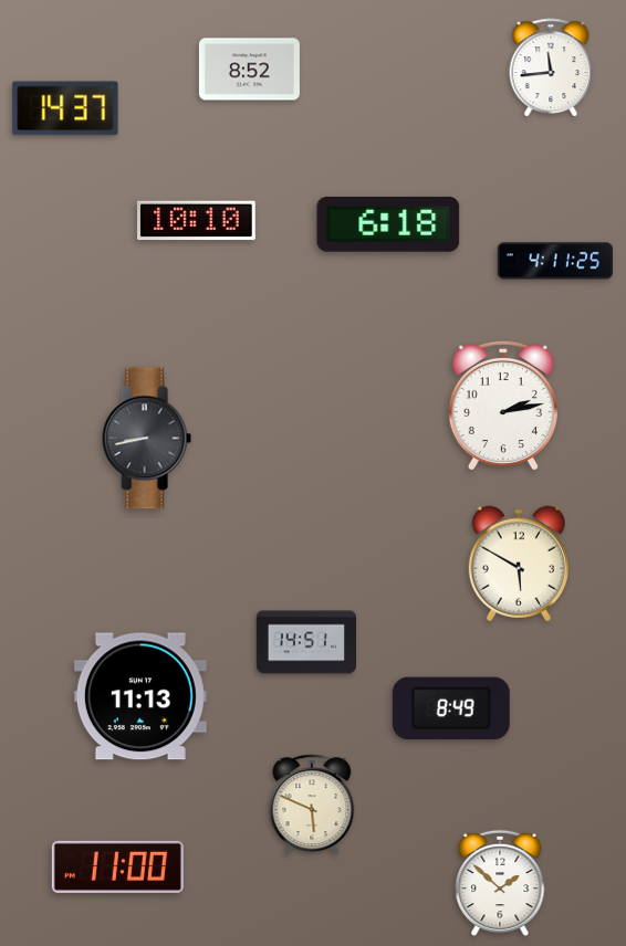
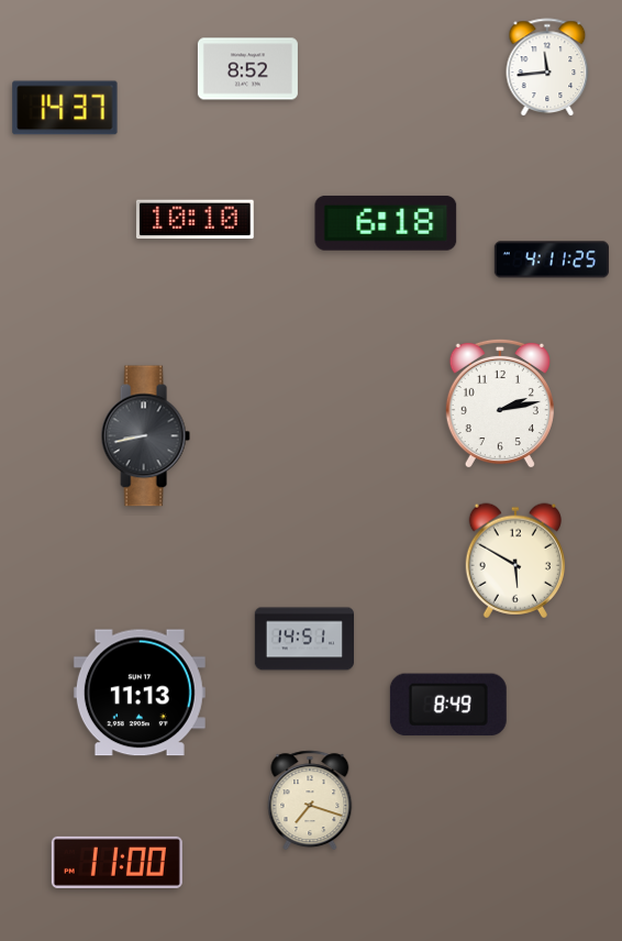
clock at (312, 805): 5:49 -> 7:18
clock at (500, 883): 1:52 -> none
